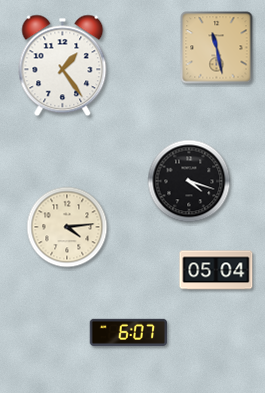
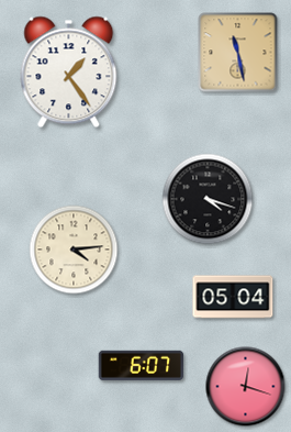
clock at (216, 270) position: (216, 270) -> (233, 297)
clock at (246, 387): none -> 12:18
